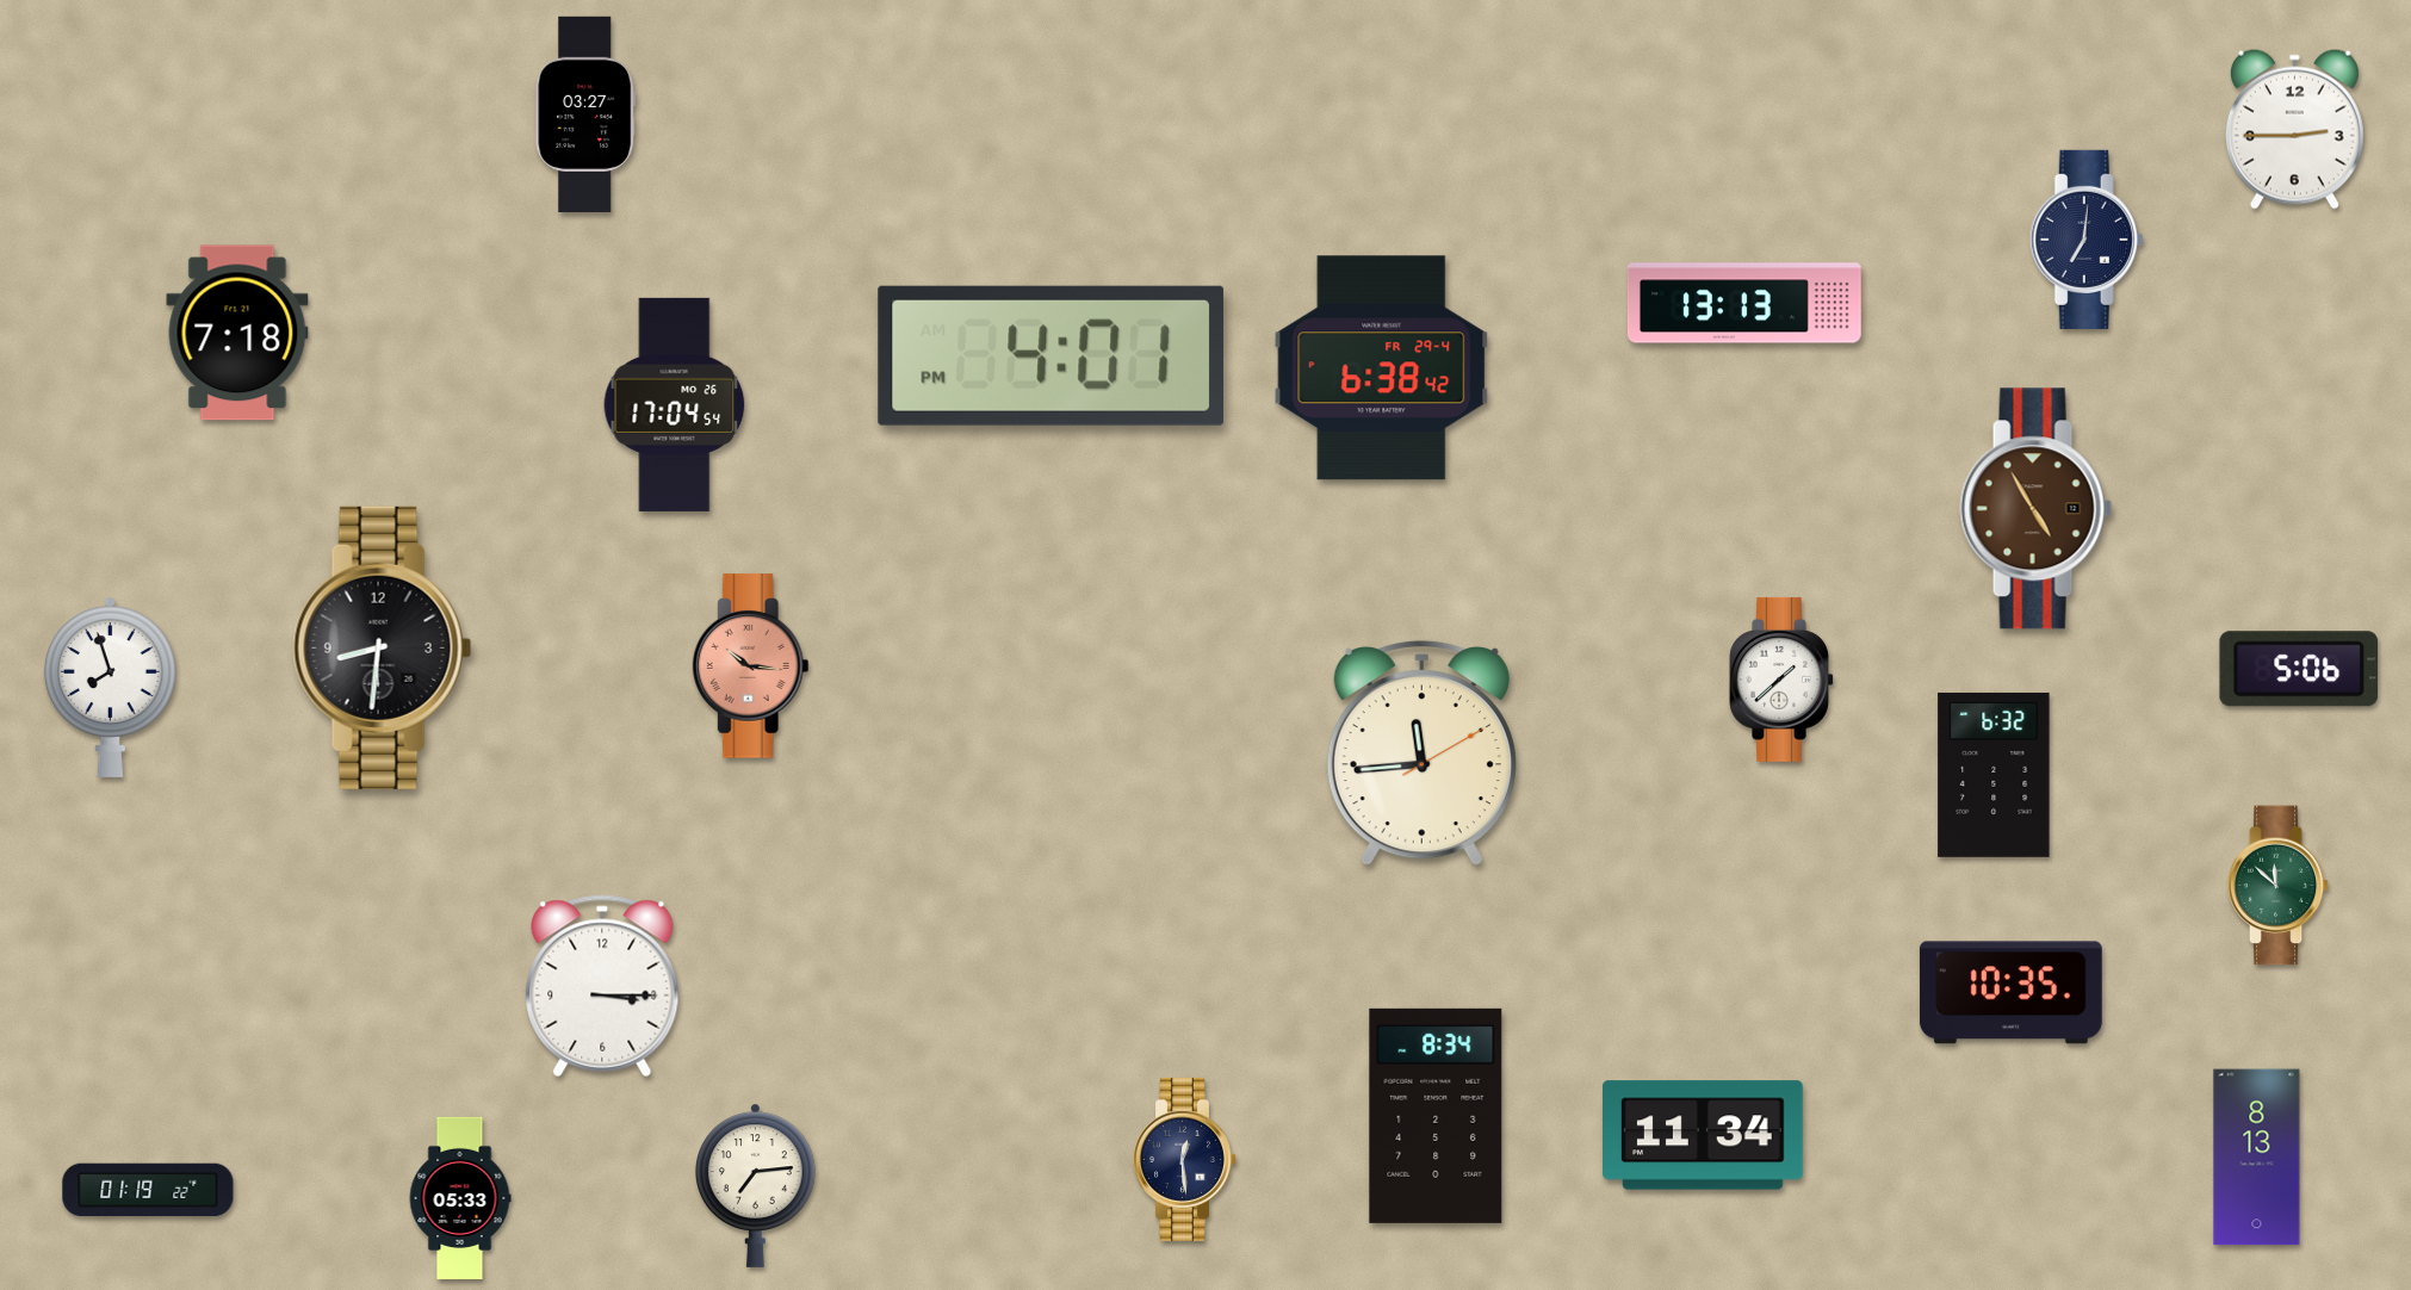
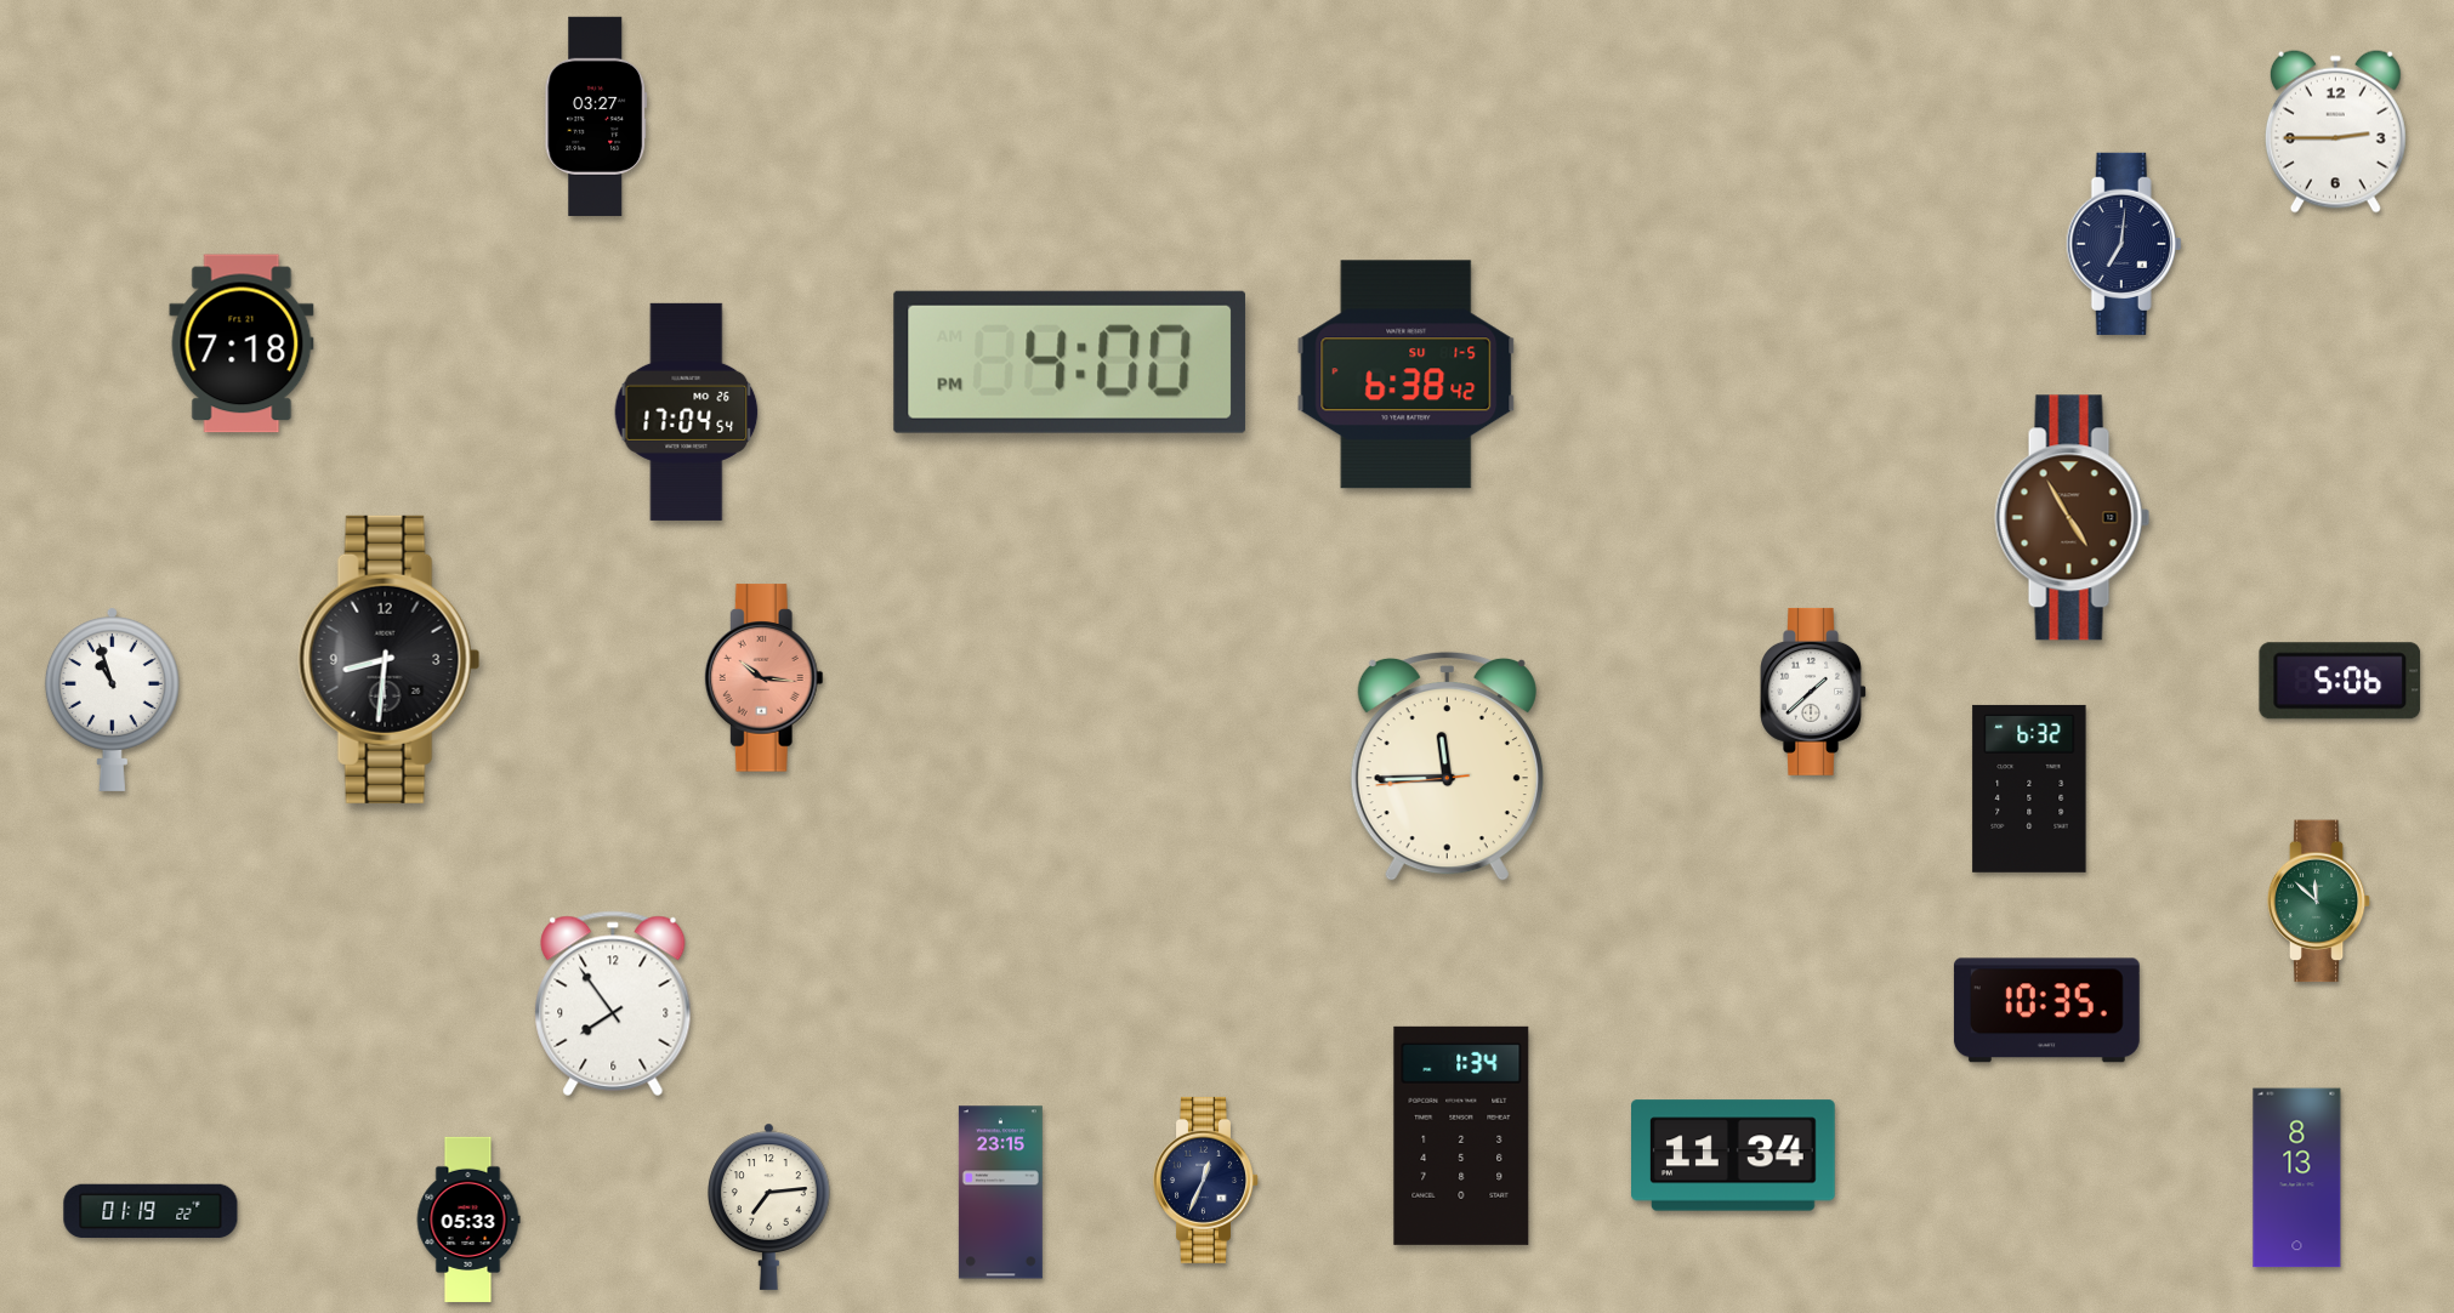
clock at (1744, 303): 13:13 -> none
clock at (237, 333) position: (237, 333) -> (242, 343)
clock at (1052, 355): 4:01 -> 4:00
clock at (1382, 368) date: FR 29-4 -> SU 1-5
clock at (110, 687): 7:57 -> 10:57
clock at (1421, 752): 11:44:10 -> 11:44:44
clock at (602, 986): 3:15 -> 7:54
clock at (1436, 1116): 8:34 -> 1:34
clock at (1185, 1159): 12:29 -> 12:34
clock at (1000, 1193): none -> 23:15
